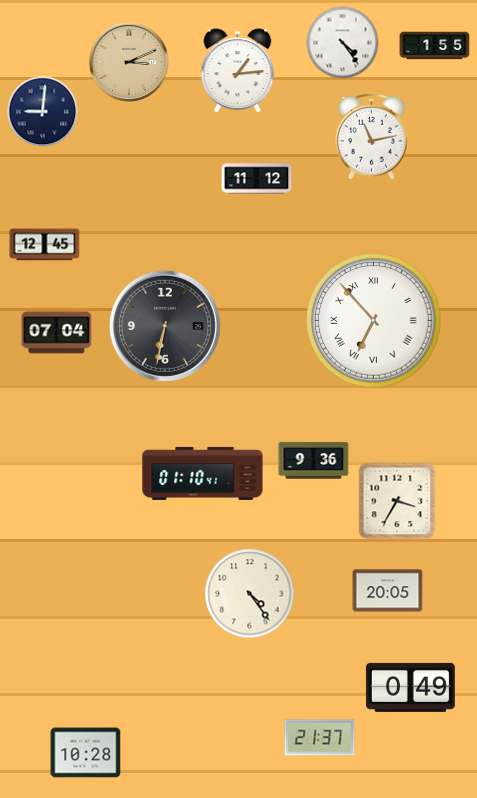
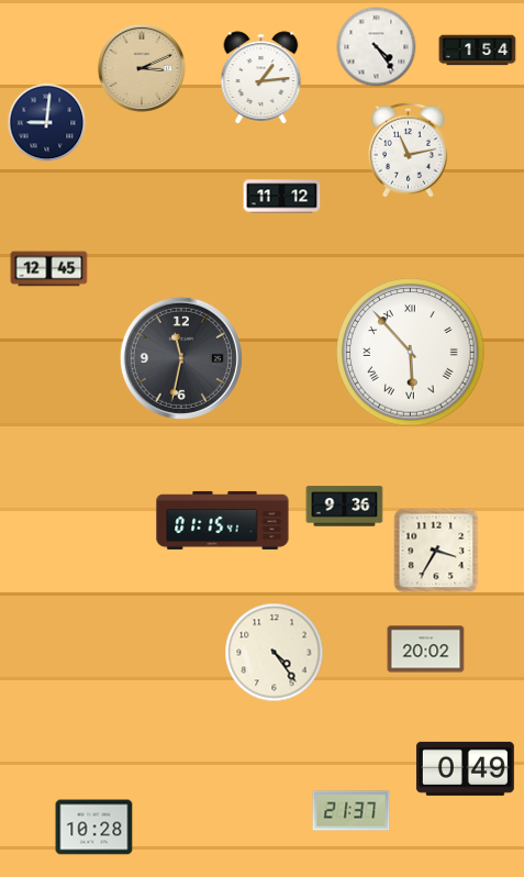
clock at (435, 46): 1:55 -> 1:54
clock at (374, 321): 6:53 -> 5:53
clock at (165, 326): 6:32 -> 11:32
clock at (57, 333): 07:04 -> none
clock at (203, 473): 01:10 -> 01:15
clock at (388, 591): 20:05 -> 20:02
clock at (410, 687) position: (410, 687) -> (465, 768)
